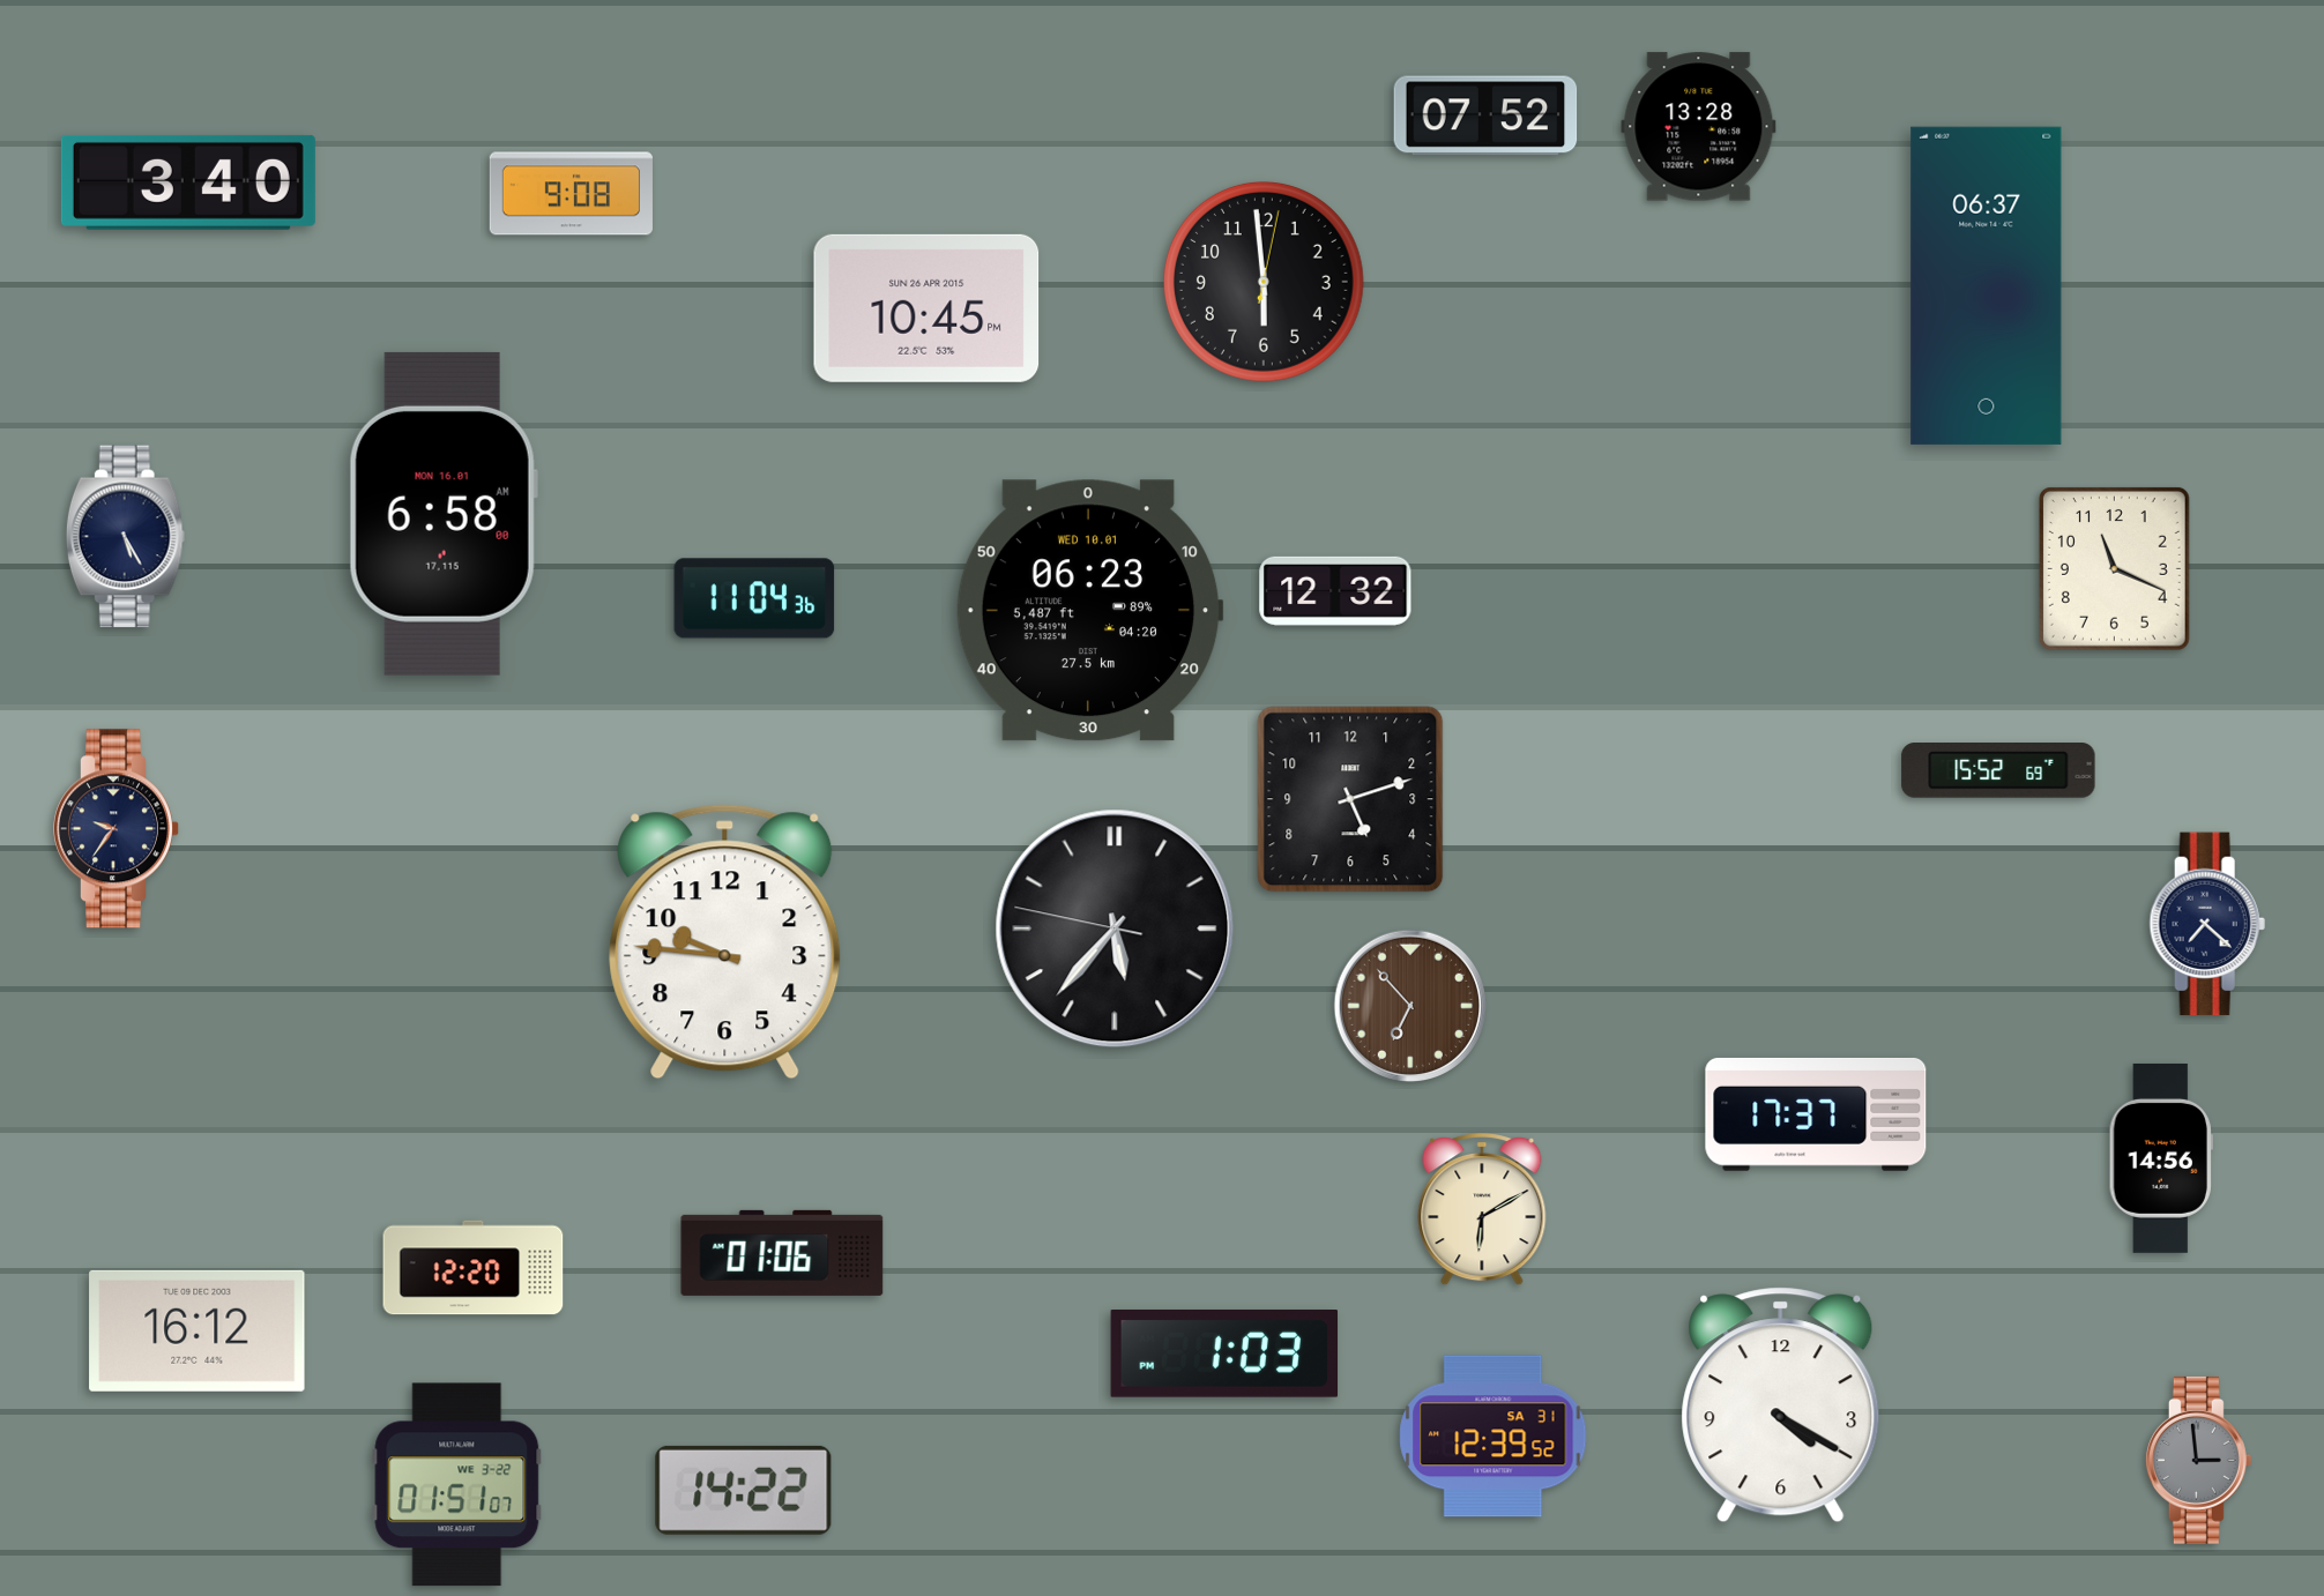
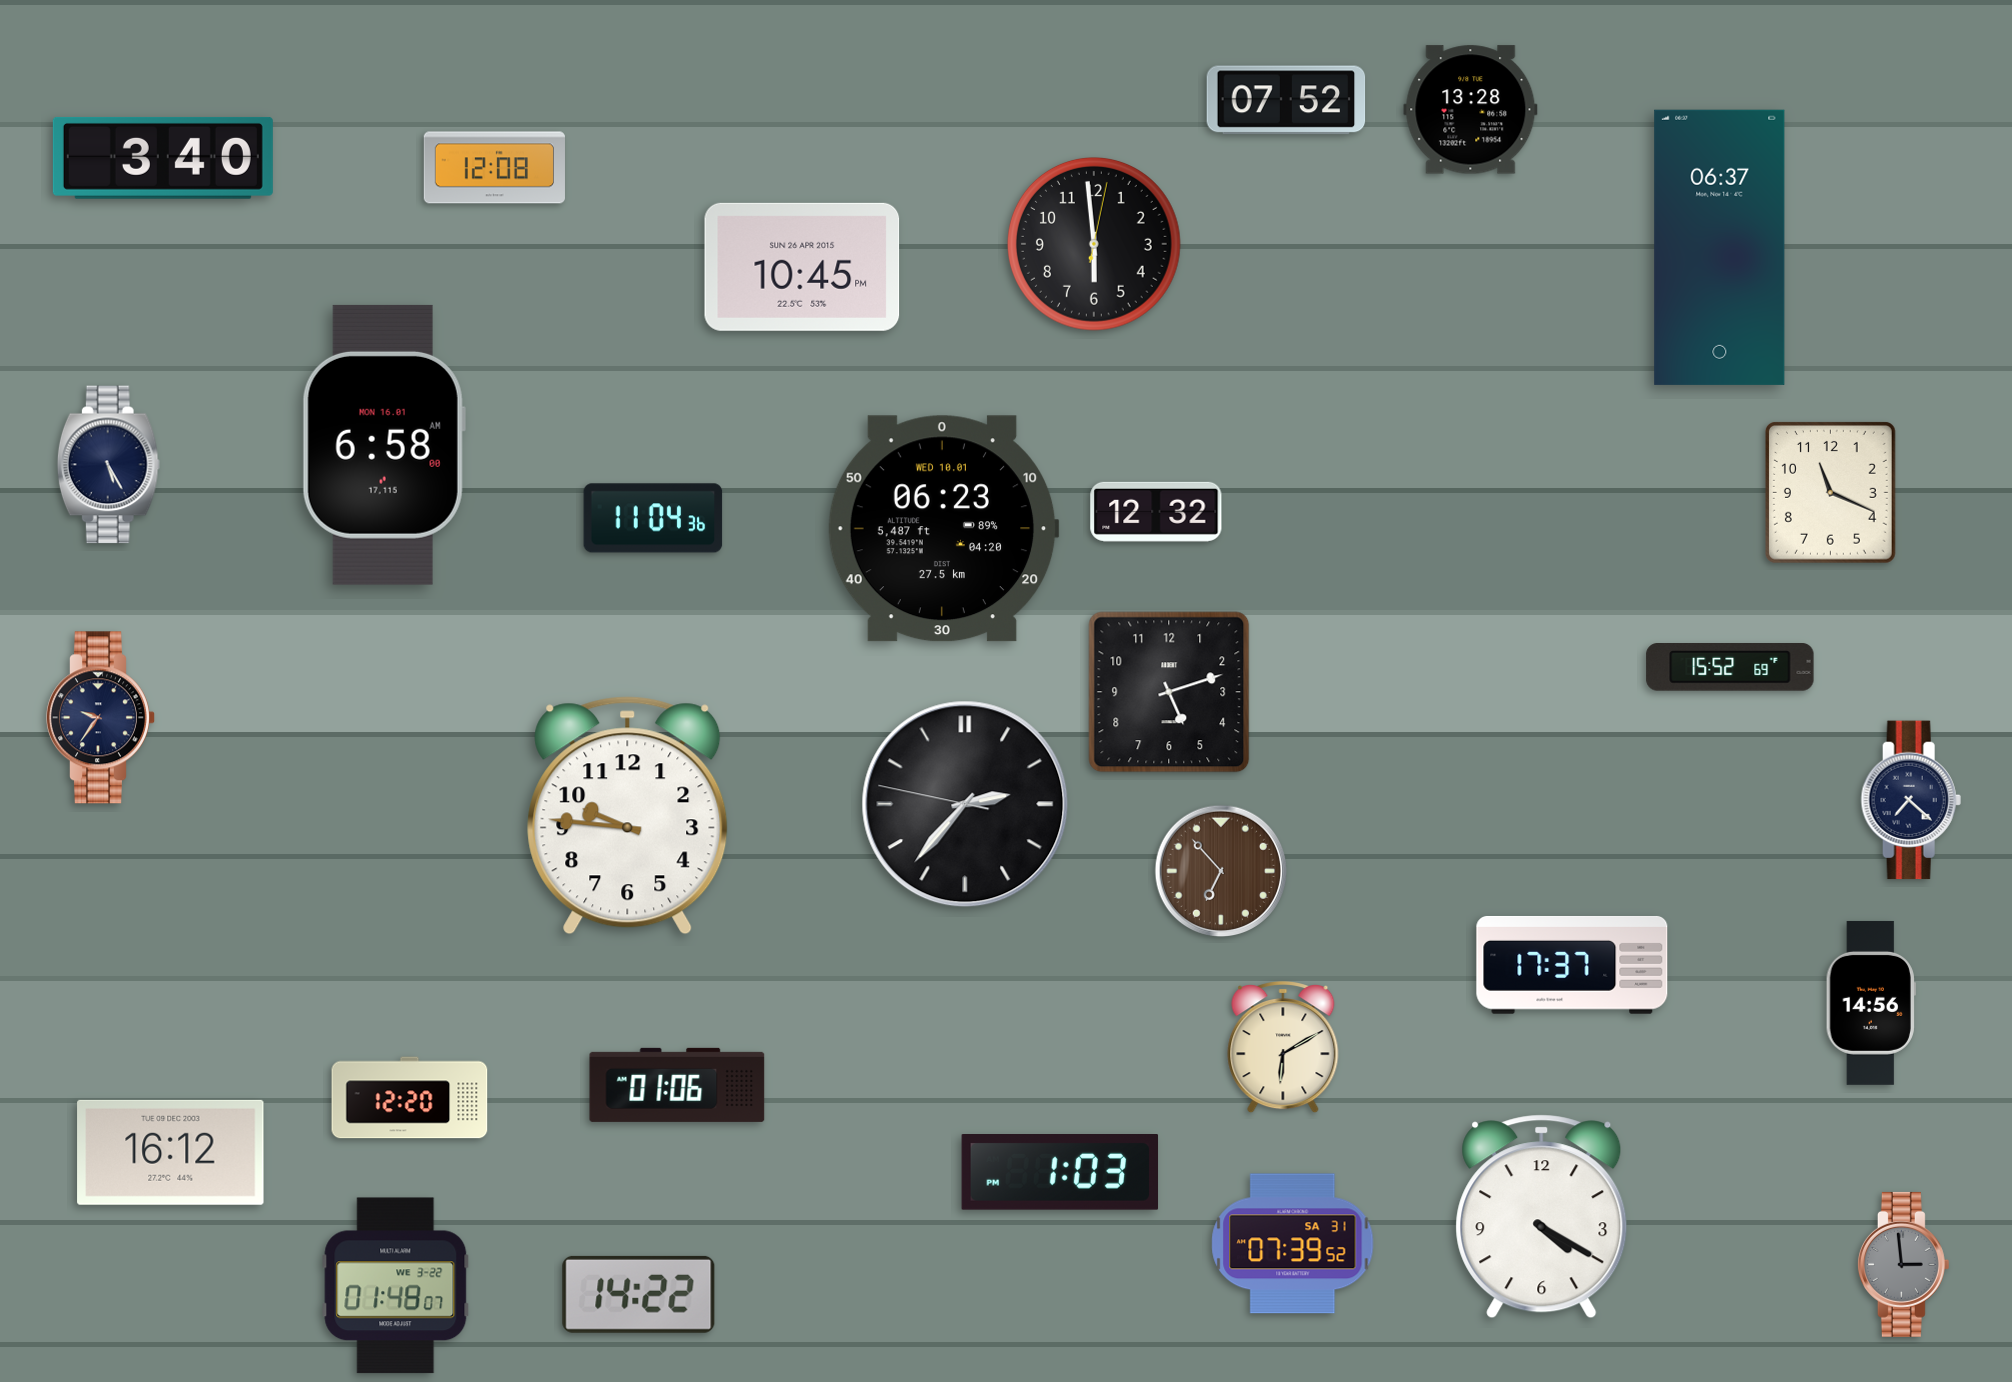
clock at (571, 194): 9:08 -> 12:08
clock at (1115, 928): 5:36 -> 2:36
clock at (1494, 1437): 12:39 -> 07:39
clock at (457, 1485): 01:51 -> 01:48
clock at (744, 1490) position: (744, 1490) -> (639, 1294)
